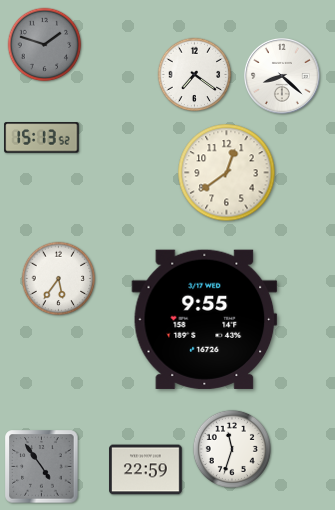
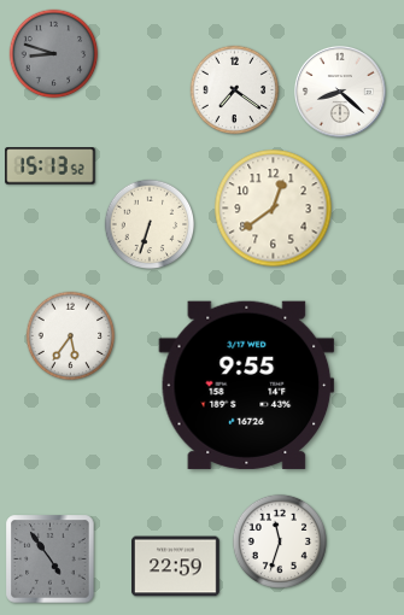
clock at (45, 45): 1:48 -> 8:48
clock at (150, 224): none -> 6:33
clock at (42, 467) position: (42, 467) -> (51, 560)
